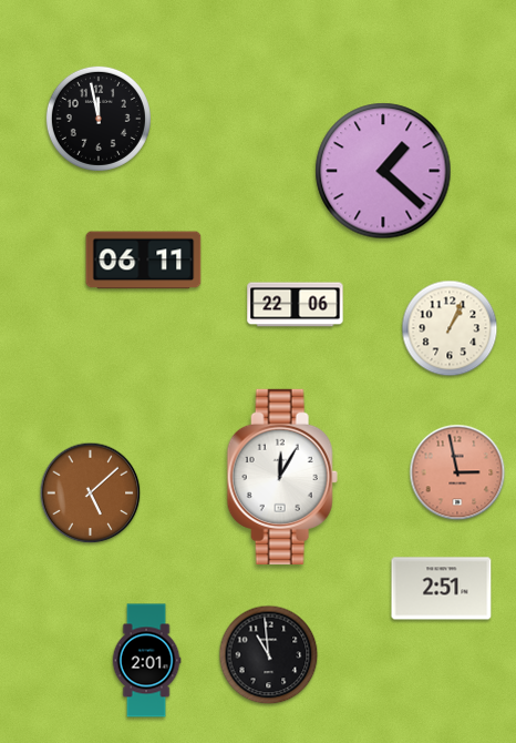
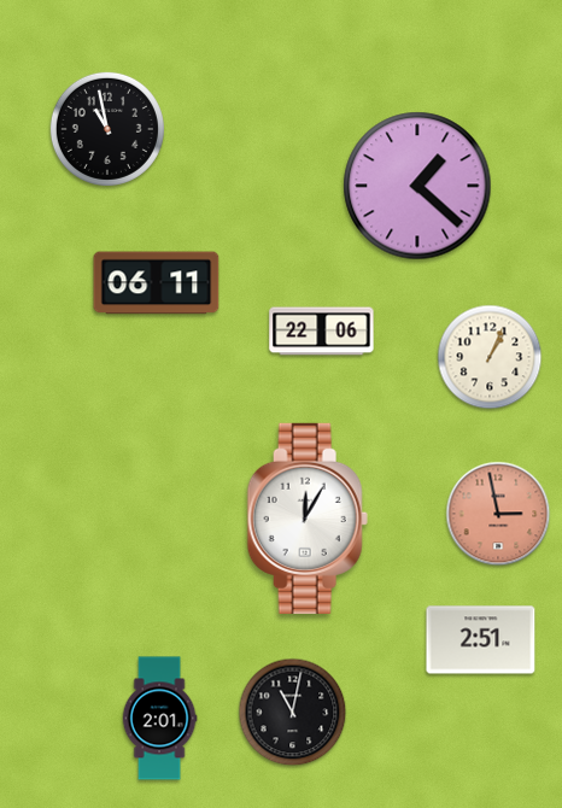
clock at (99, 119): 11:58 -> 10:58
clock at (91, 493): 5:08 -> none
clock at (269, 655): 10:59 -> 11:02
